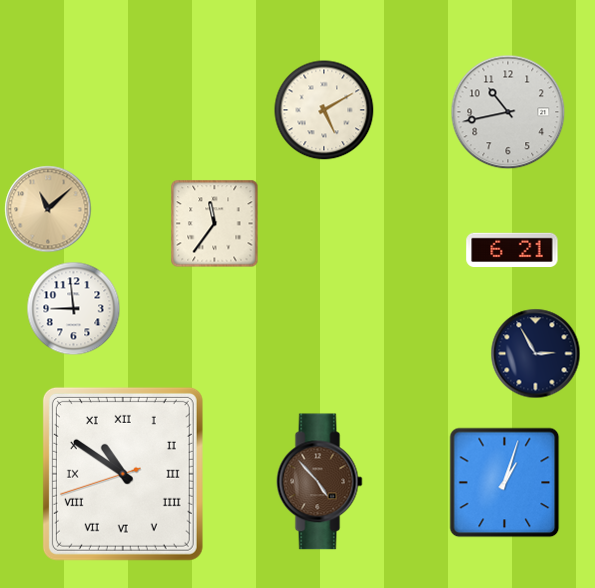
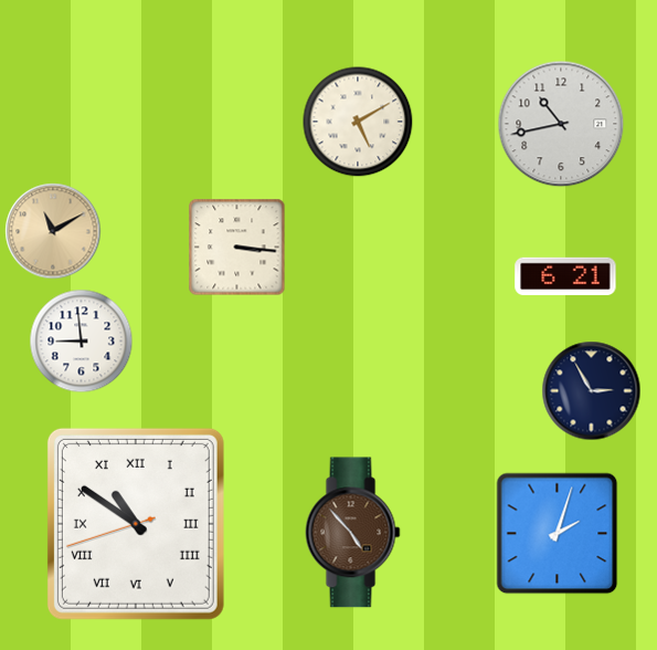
clock at (48, 209): 11:08 -> 11:10
clock at (215, 224): 11:36 -> 3:16
clock at (505, 483): 1:03 -> 2:03
